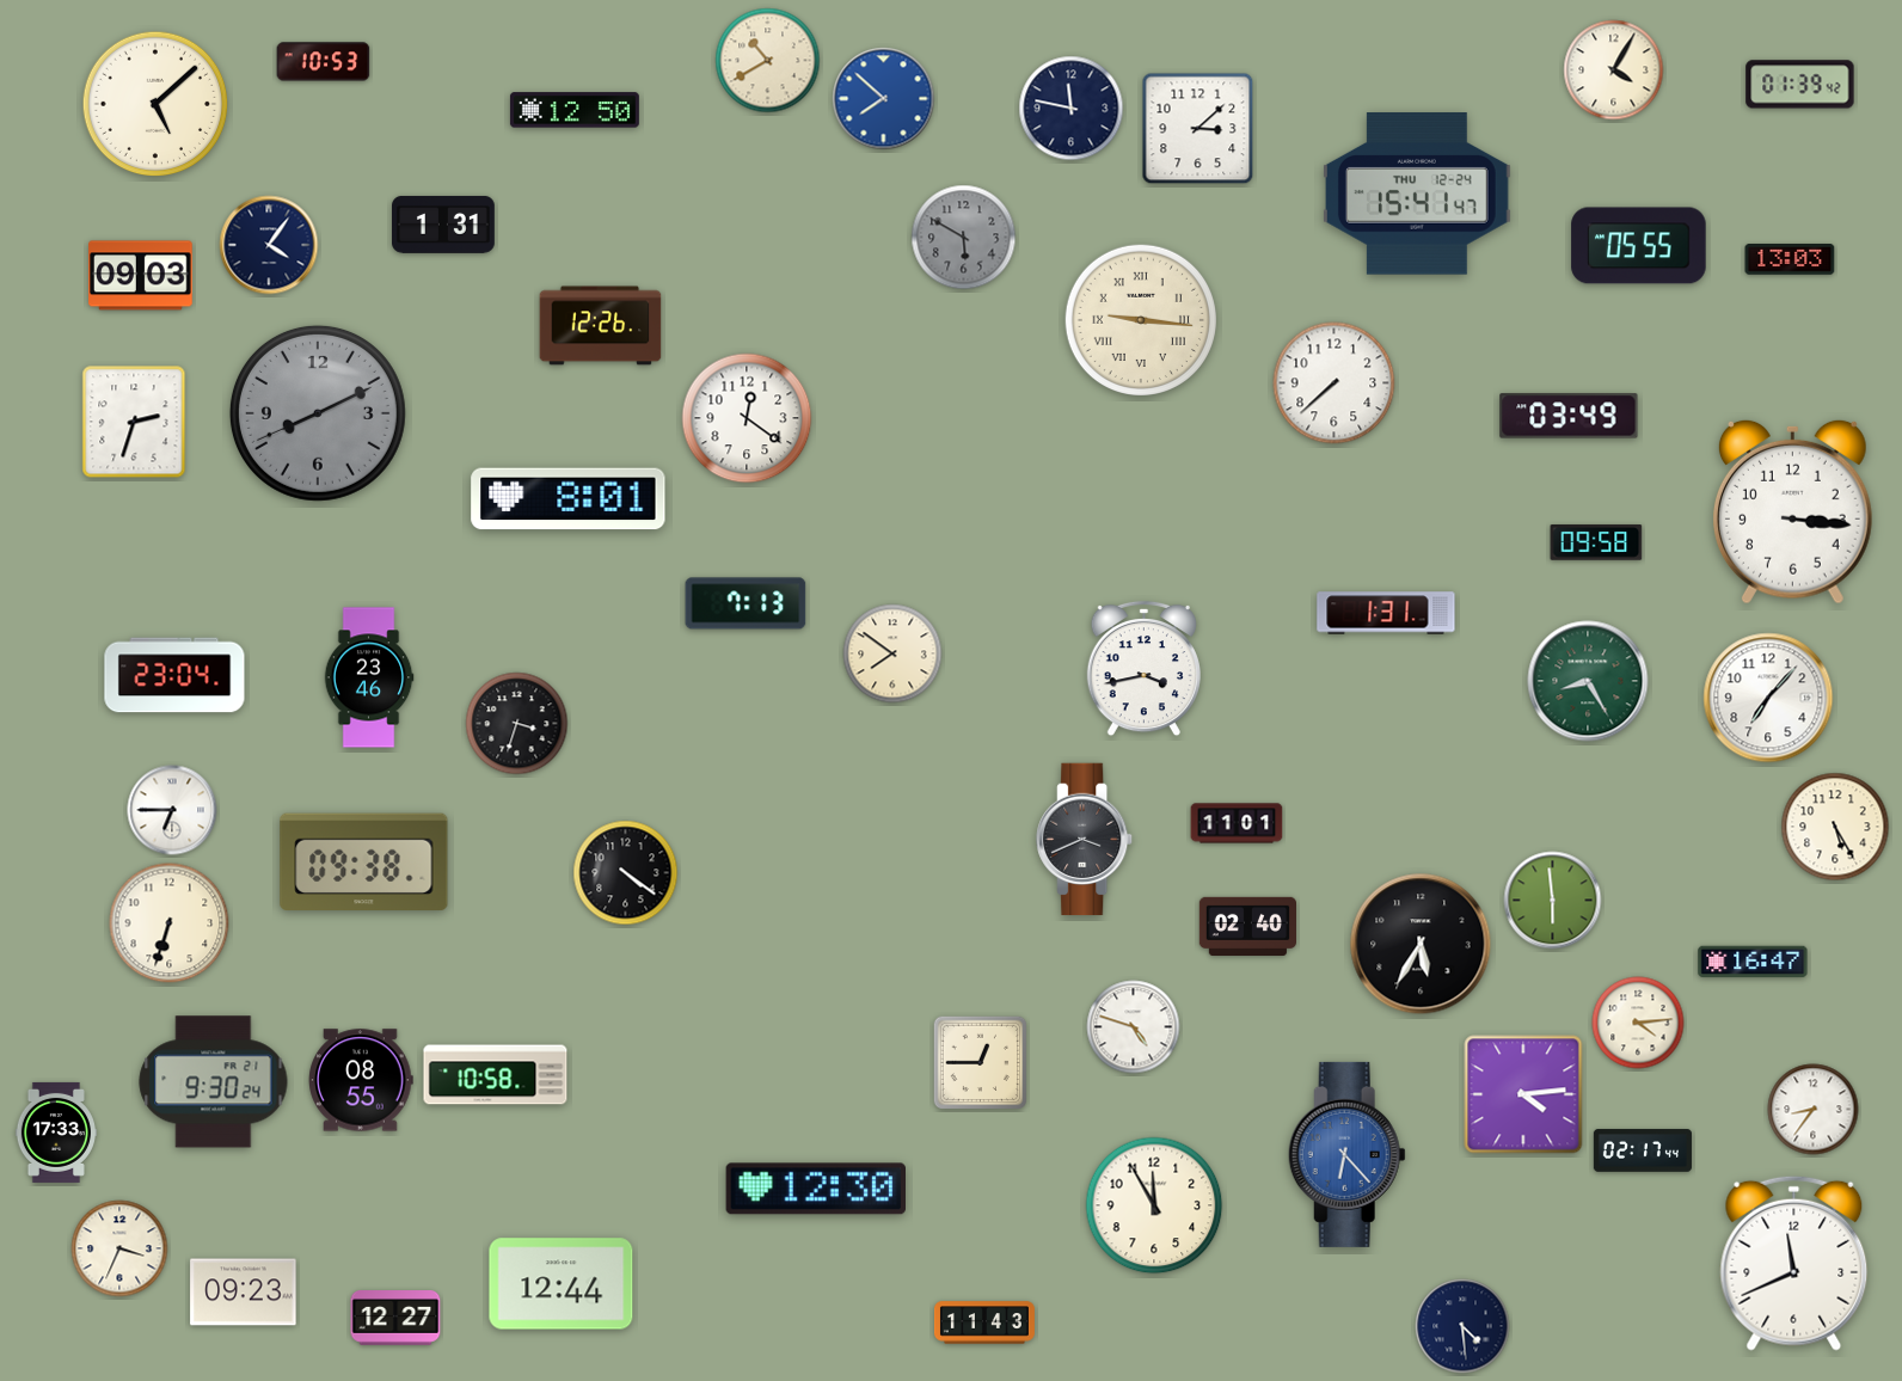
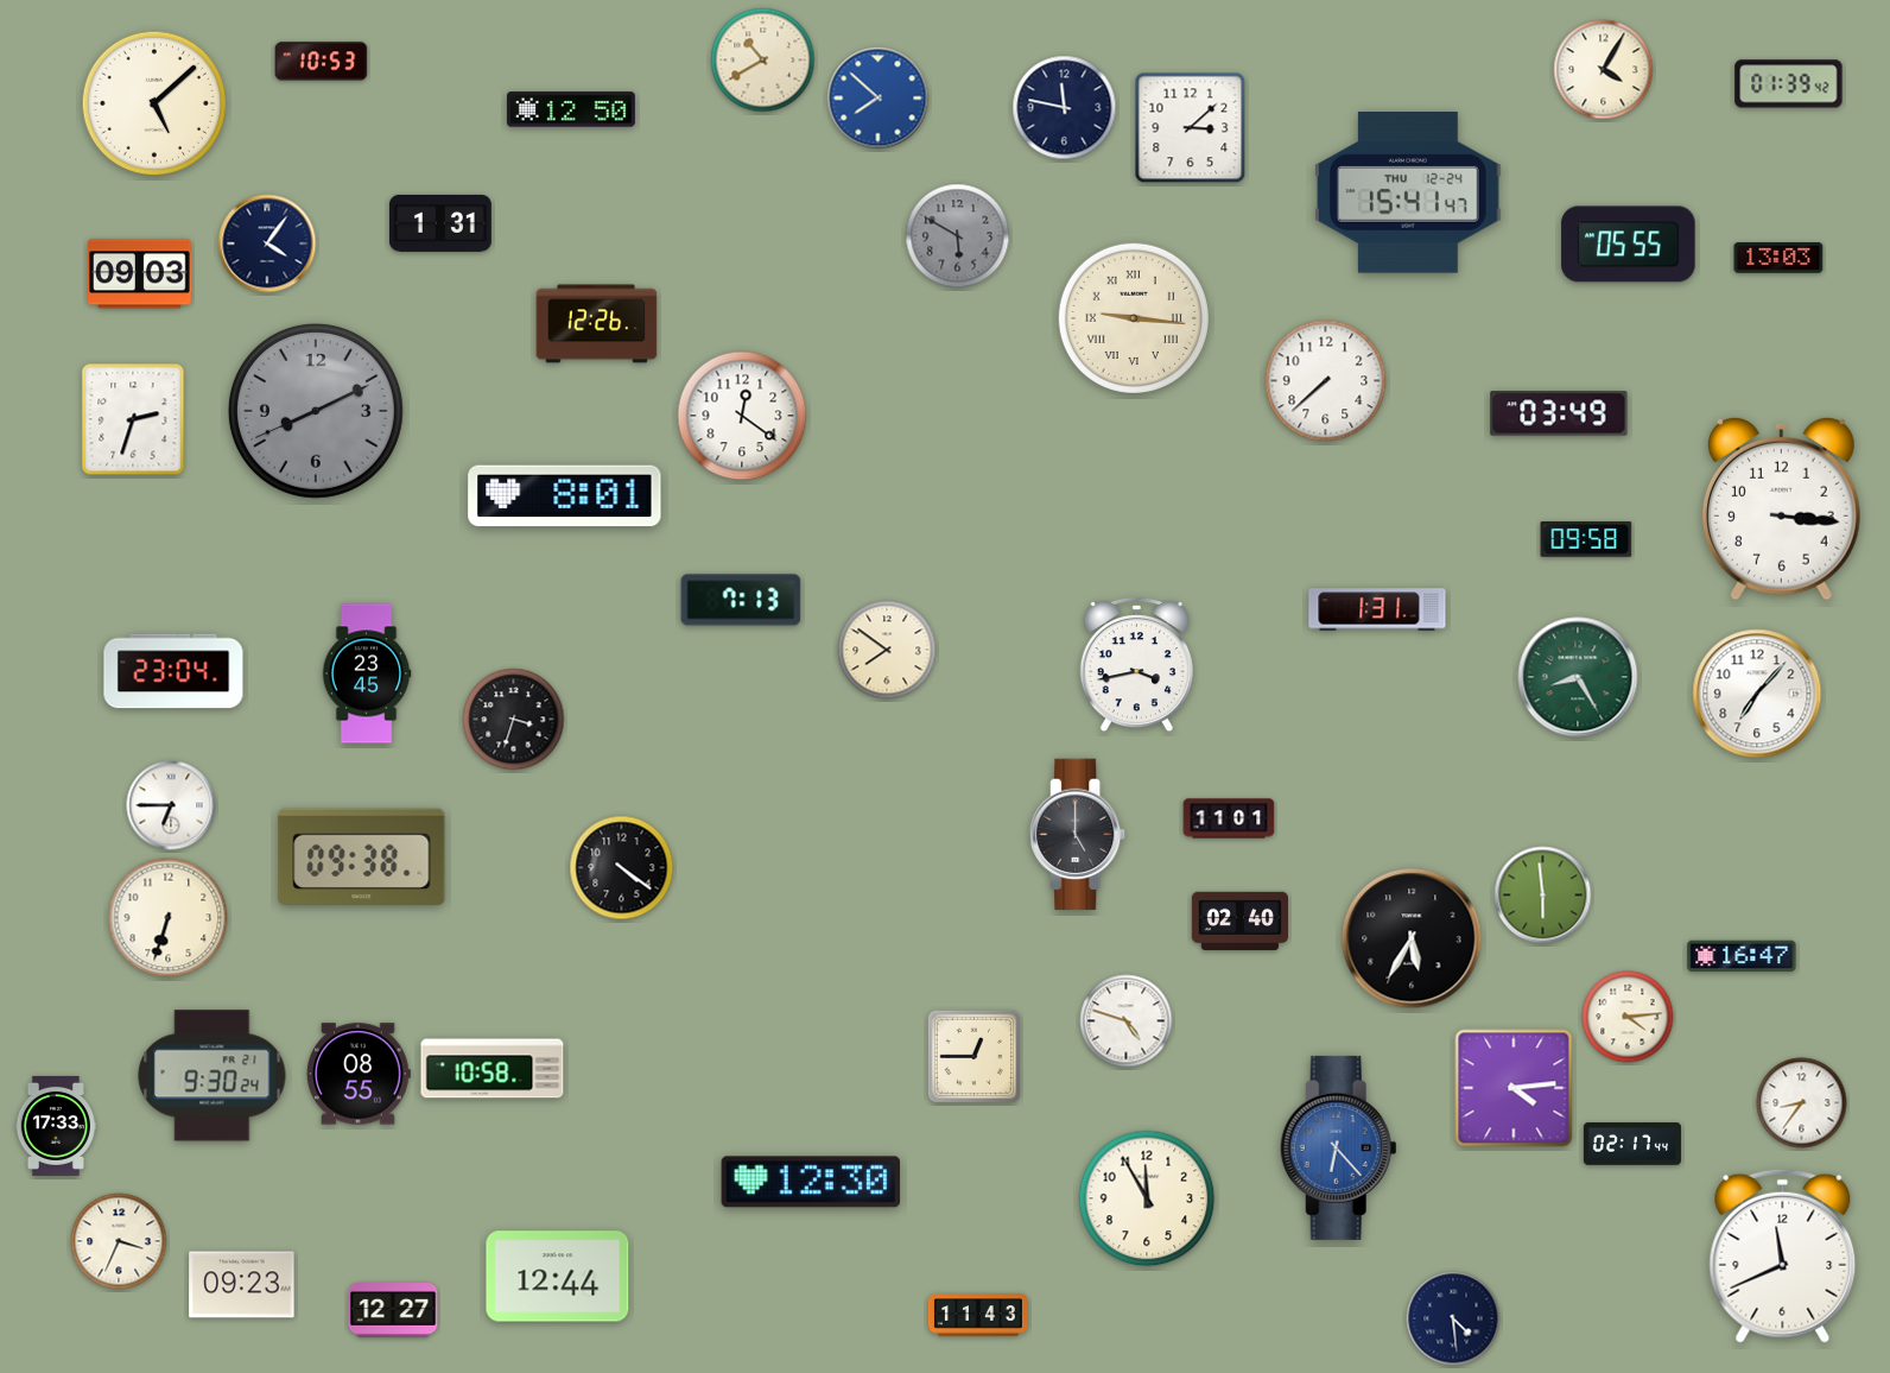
clock at (369, 677): 23:46 -> 23:45
clock at (1835, 827): 5:25 -> none
clock at (1085, 840): 3:41 -> 5:00
